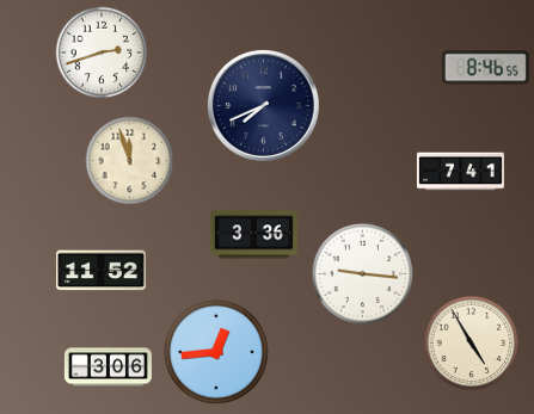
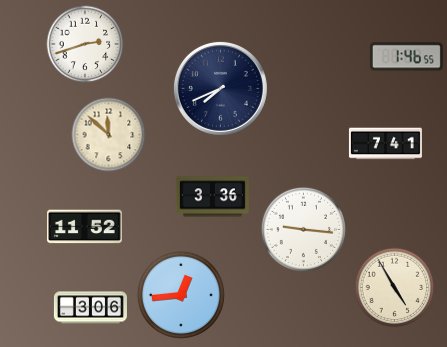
clock at (485, 68): 8:46 -> 1:46
clock at (130, 161): 11:57 -> 11:52
